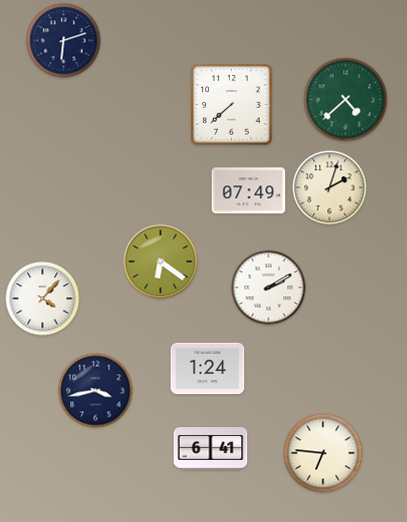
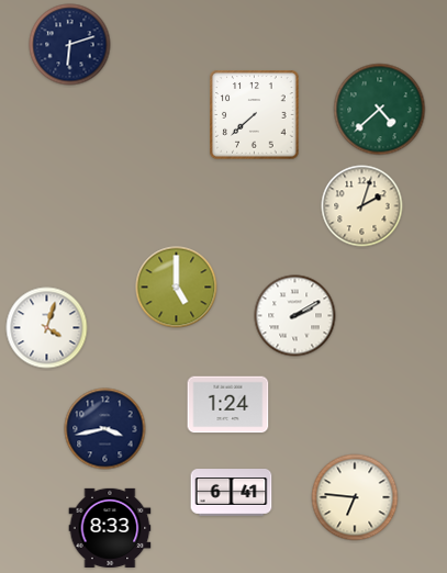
clock at (249, 191): 07:49 -> none
clock at (161, 262): 6:21 -> 5:00
clock at (43, 299): 4:07 -> 4:03
clock at (110, 528): none -> 8:33
